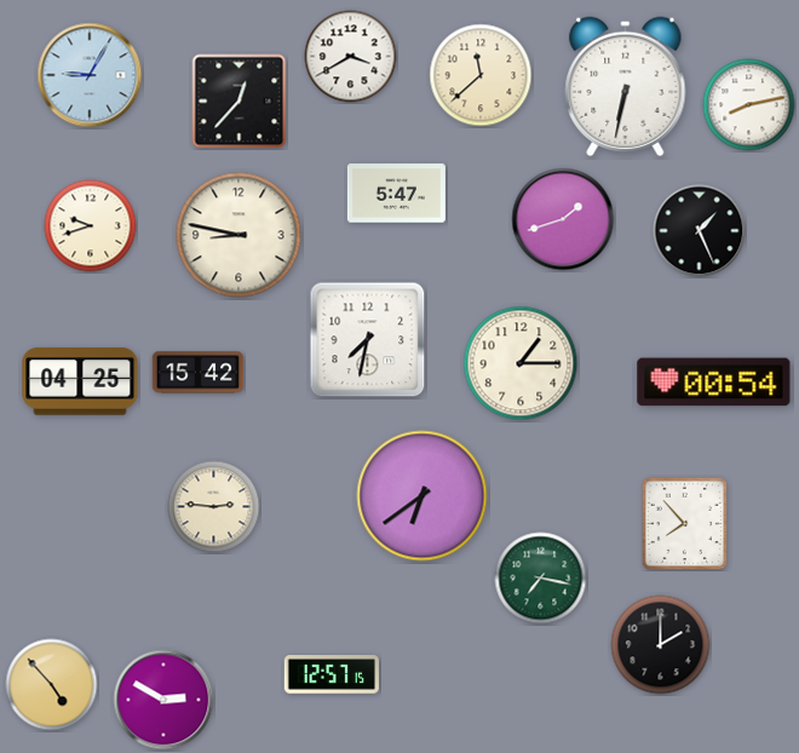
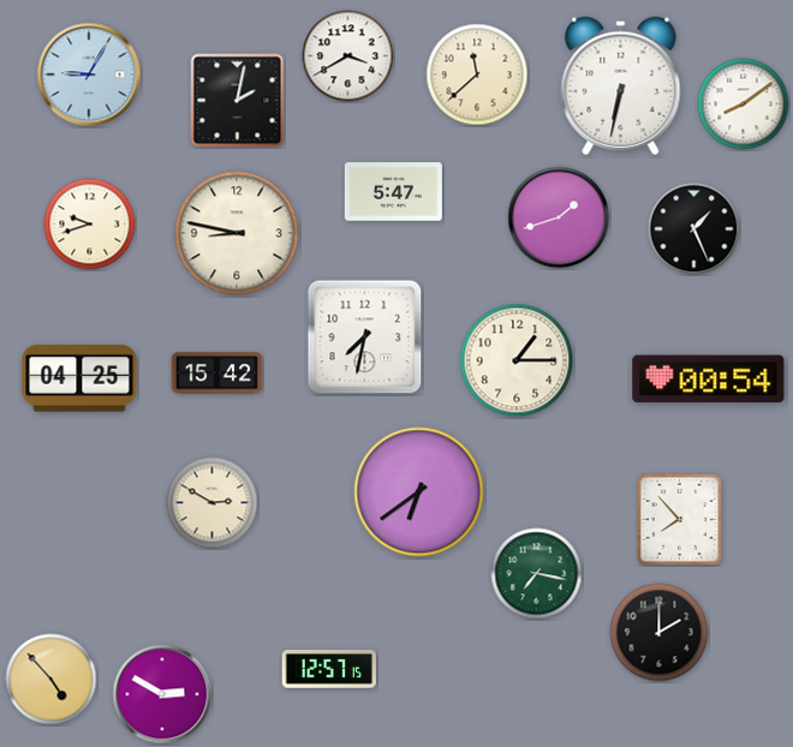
clock at (240, 102): 12:37 -> 2:02
clock at (749, 105): 8:13 -> 8:09
clock at (199, 373) position: (199, 373) -> (217, 374)
clock at (214, 507): 2:46 -> 2:50
clock at (661, 645) position: (661, 645) -> (660, 633)
